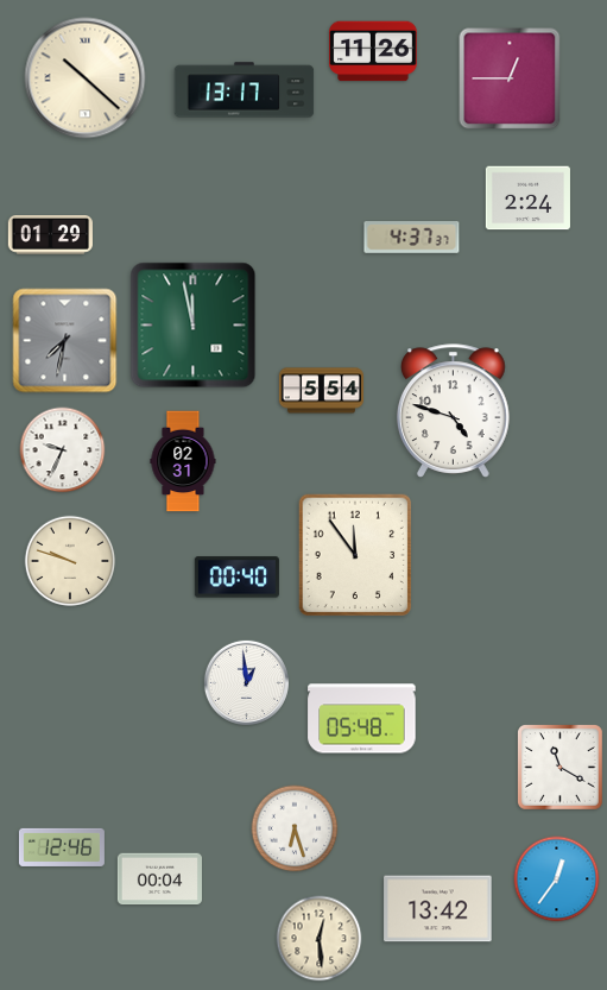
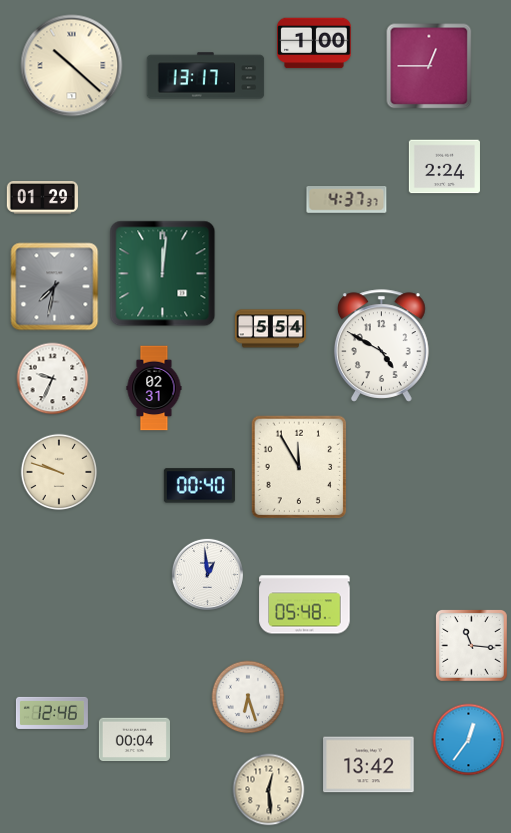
clock at (373, 51): 11:26 -> 1:00
clock at (194, 326): 11:58 -> 12:01
clock at (454, 411): 4:48 -> 4:50
clock at (355, 555): 11:54 -> 11:55
clock at (559, 767): 11:20 -> 11:16
